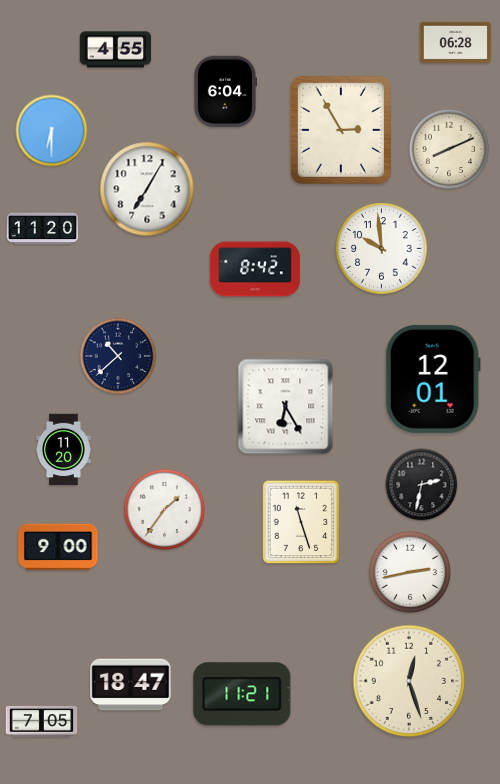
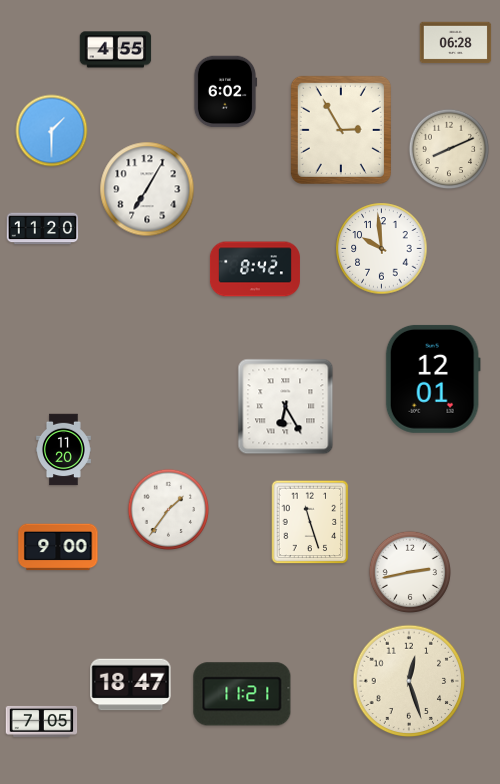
clock at (225, 92): 6:04 -> 6:02
clock at (52, 131): 6:30 -> 1:30
clock at (118, 356): 10:38 -> none
clock at (422, 485): 2:32 -> none
clock at (164, 509) position: (164, 509) -> (168, 509)
clock at (301, 522) position: (301, 522) -> (310, 522)
